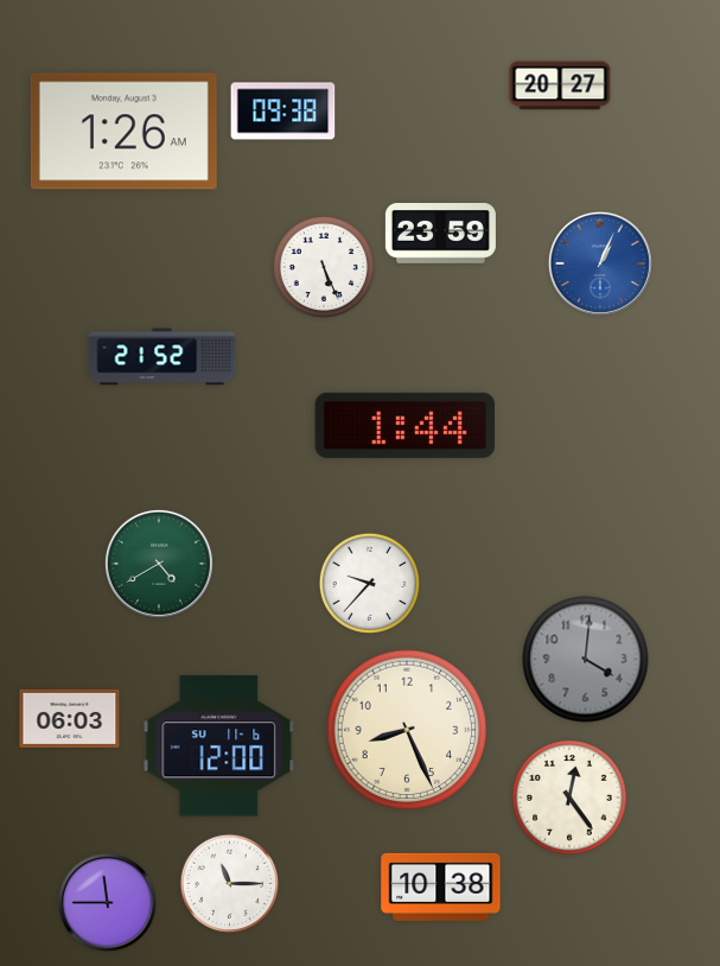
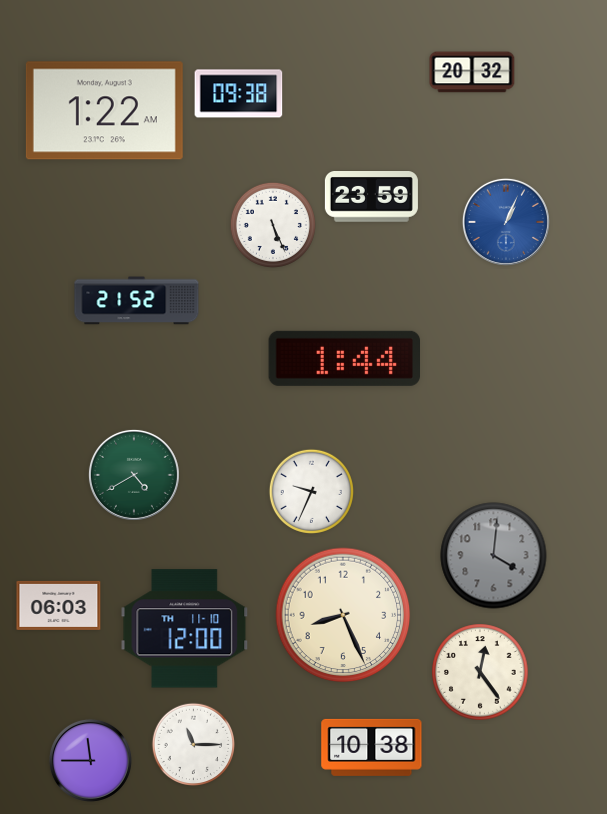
clock at (560, 85): 20:27 -> 20:32
clock at (123, 132): 1:26 -> 1:22
clock at (406, 425) position: (406, 425) -> (345, 358)
clock at (369, 583): 9:37 -> 9:34
clock at (219, 746) date: SU 11-6 -> TH 11-10
